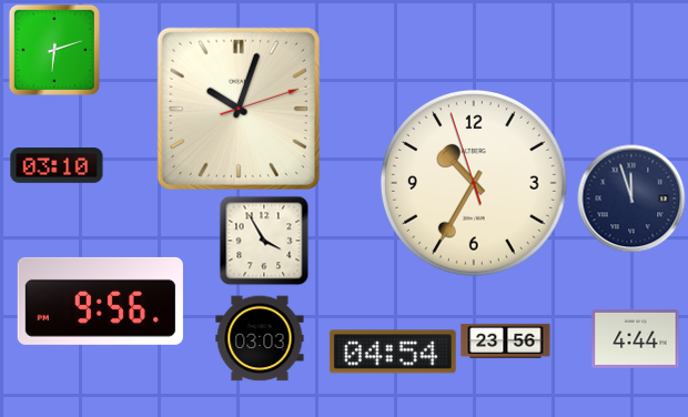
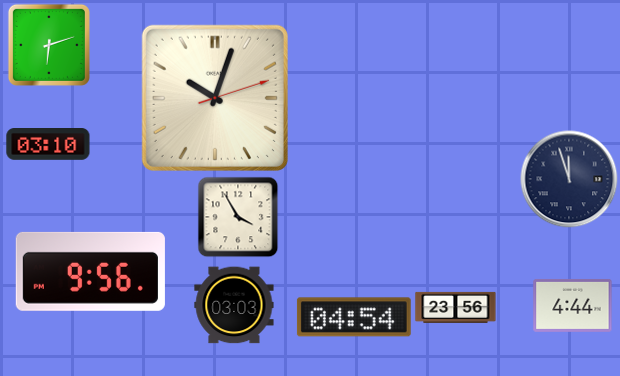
clock at (57, 165) position: (57, 165) -> (48, 144)
clock at (474, 183): 10:34 -> none
